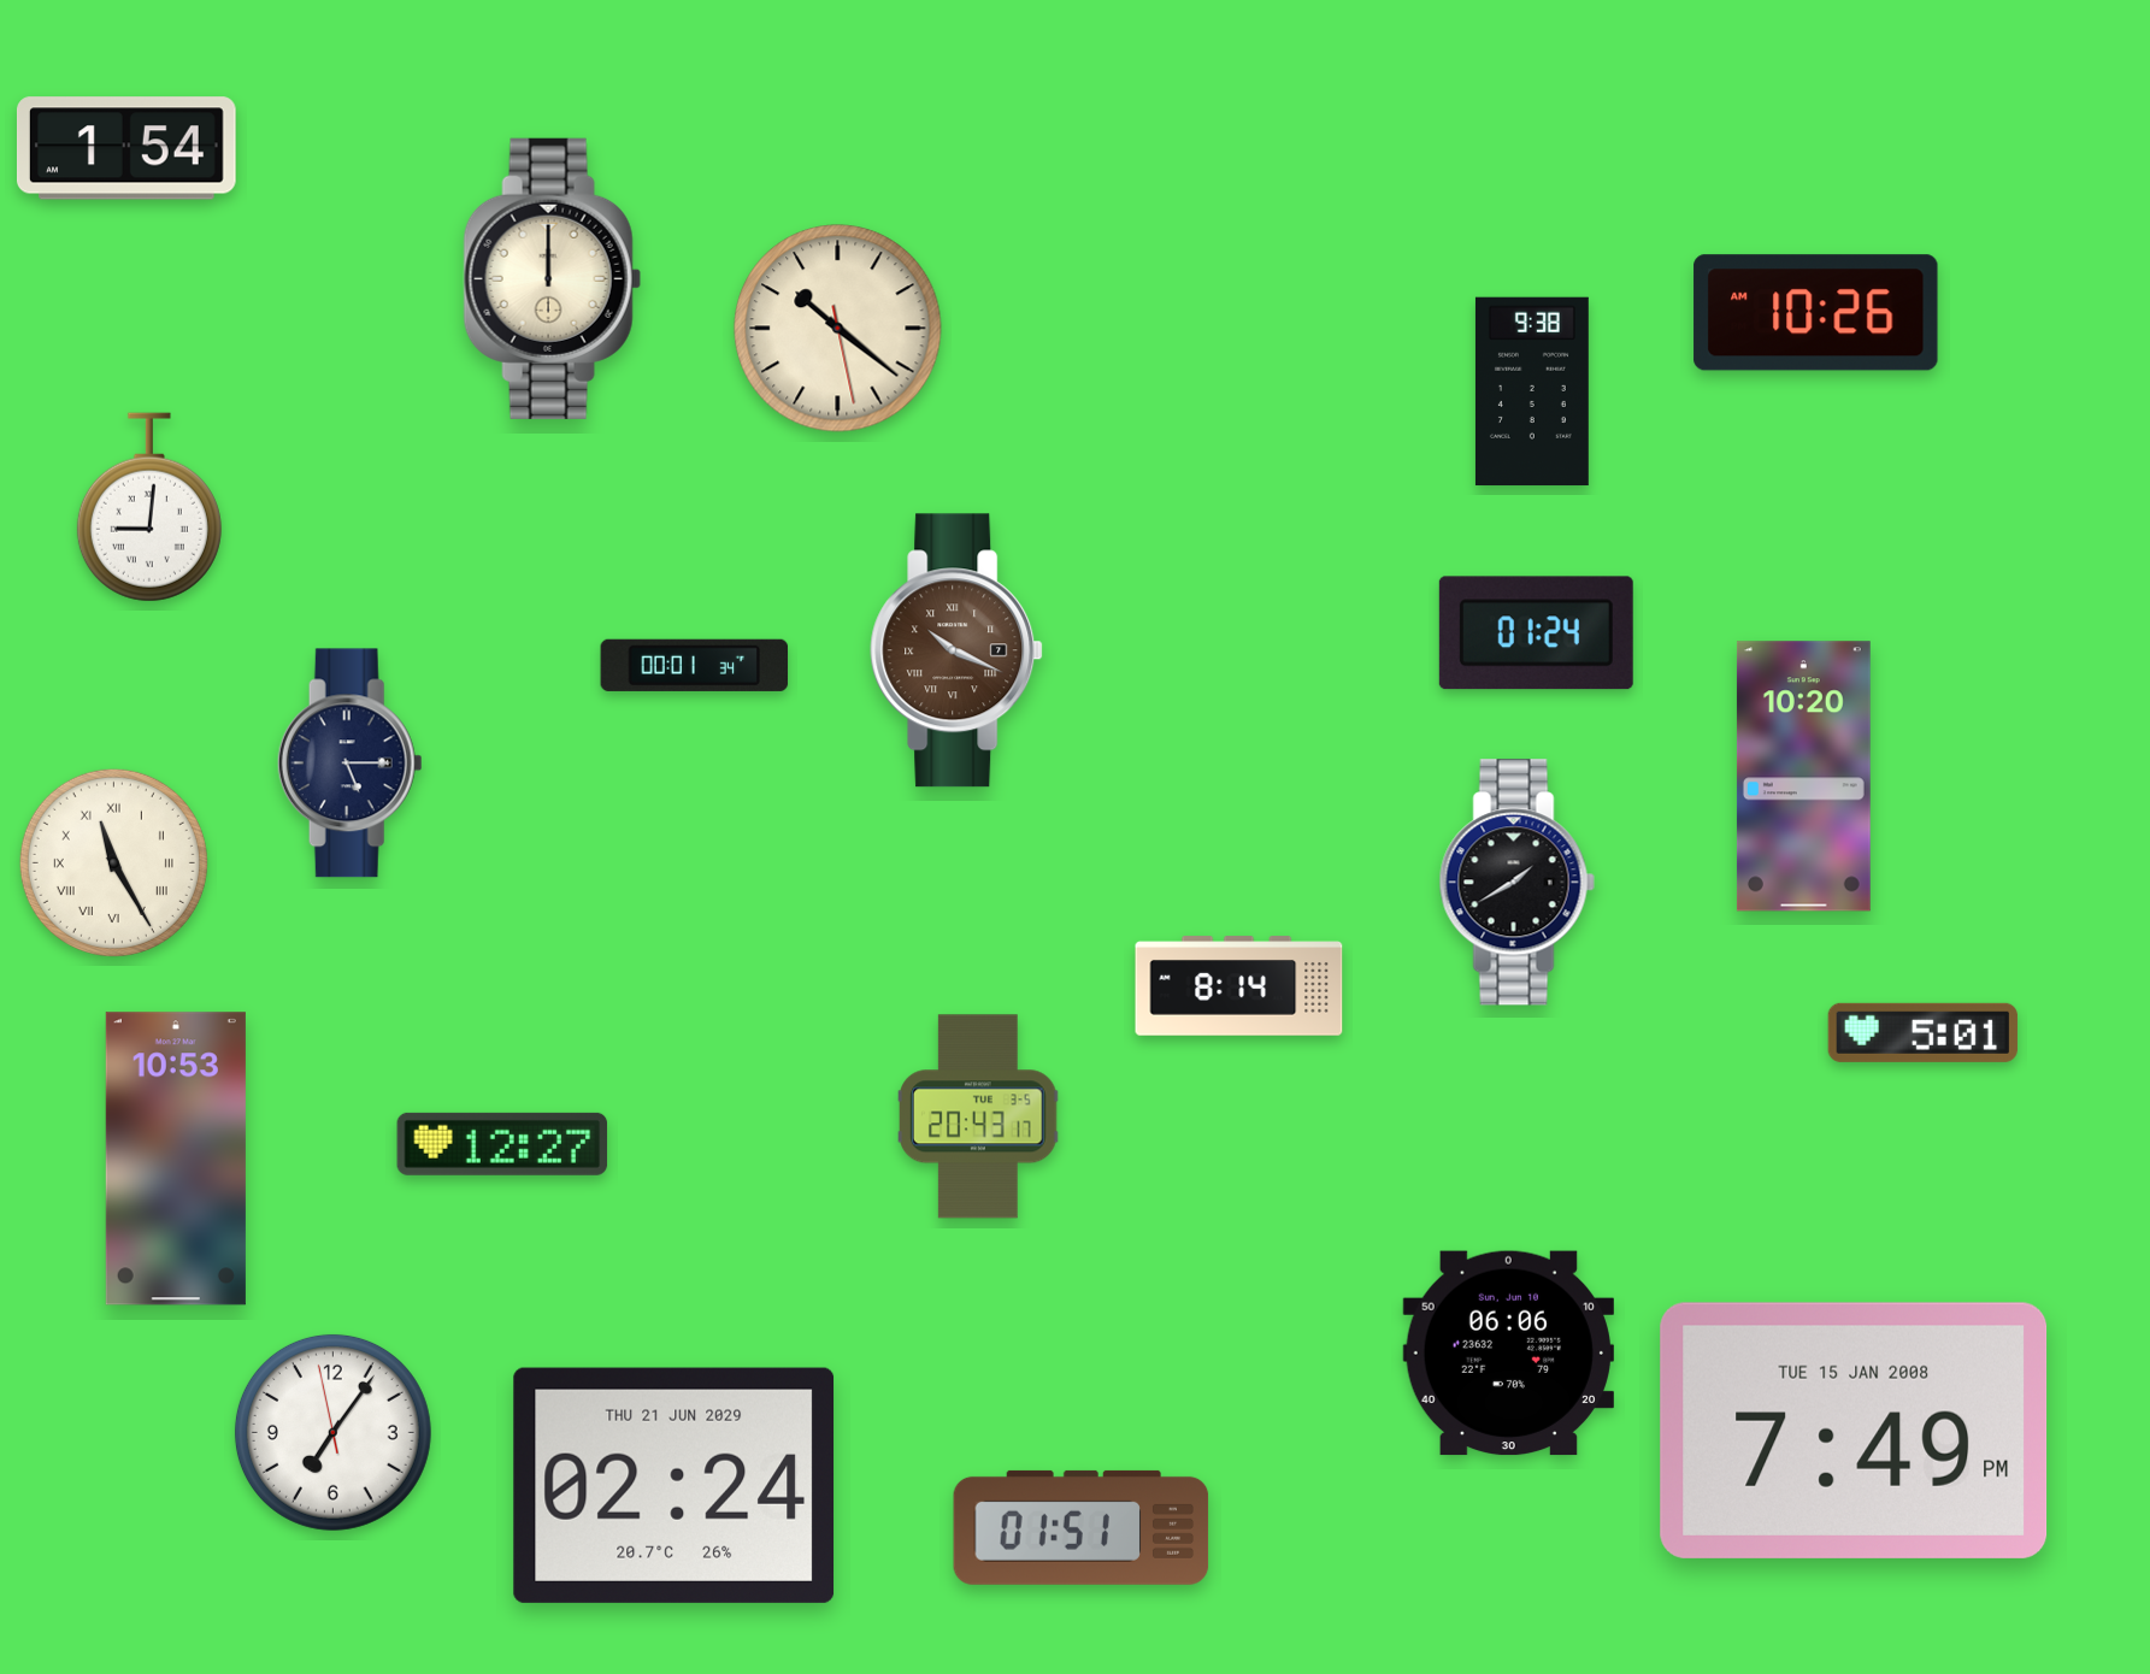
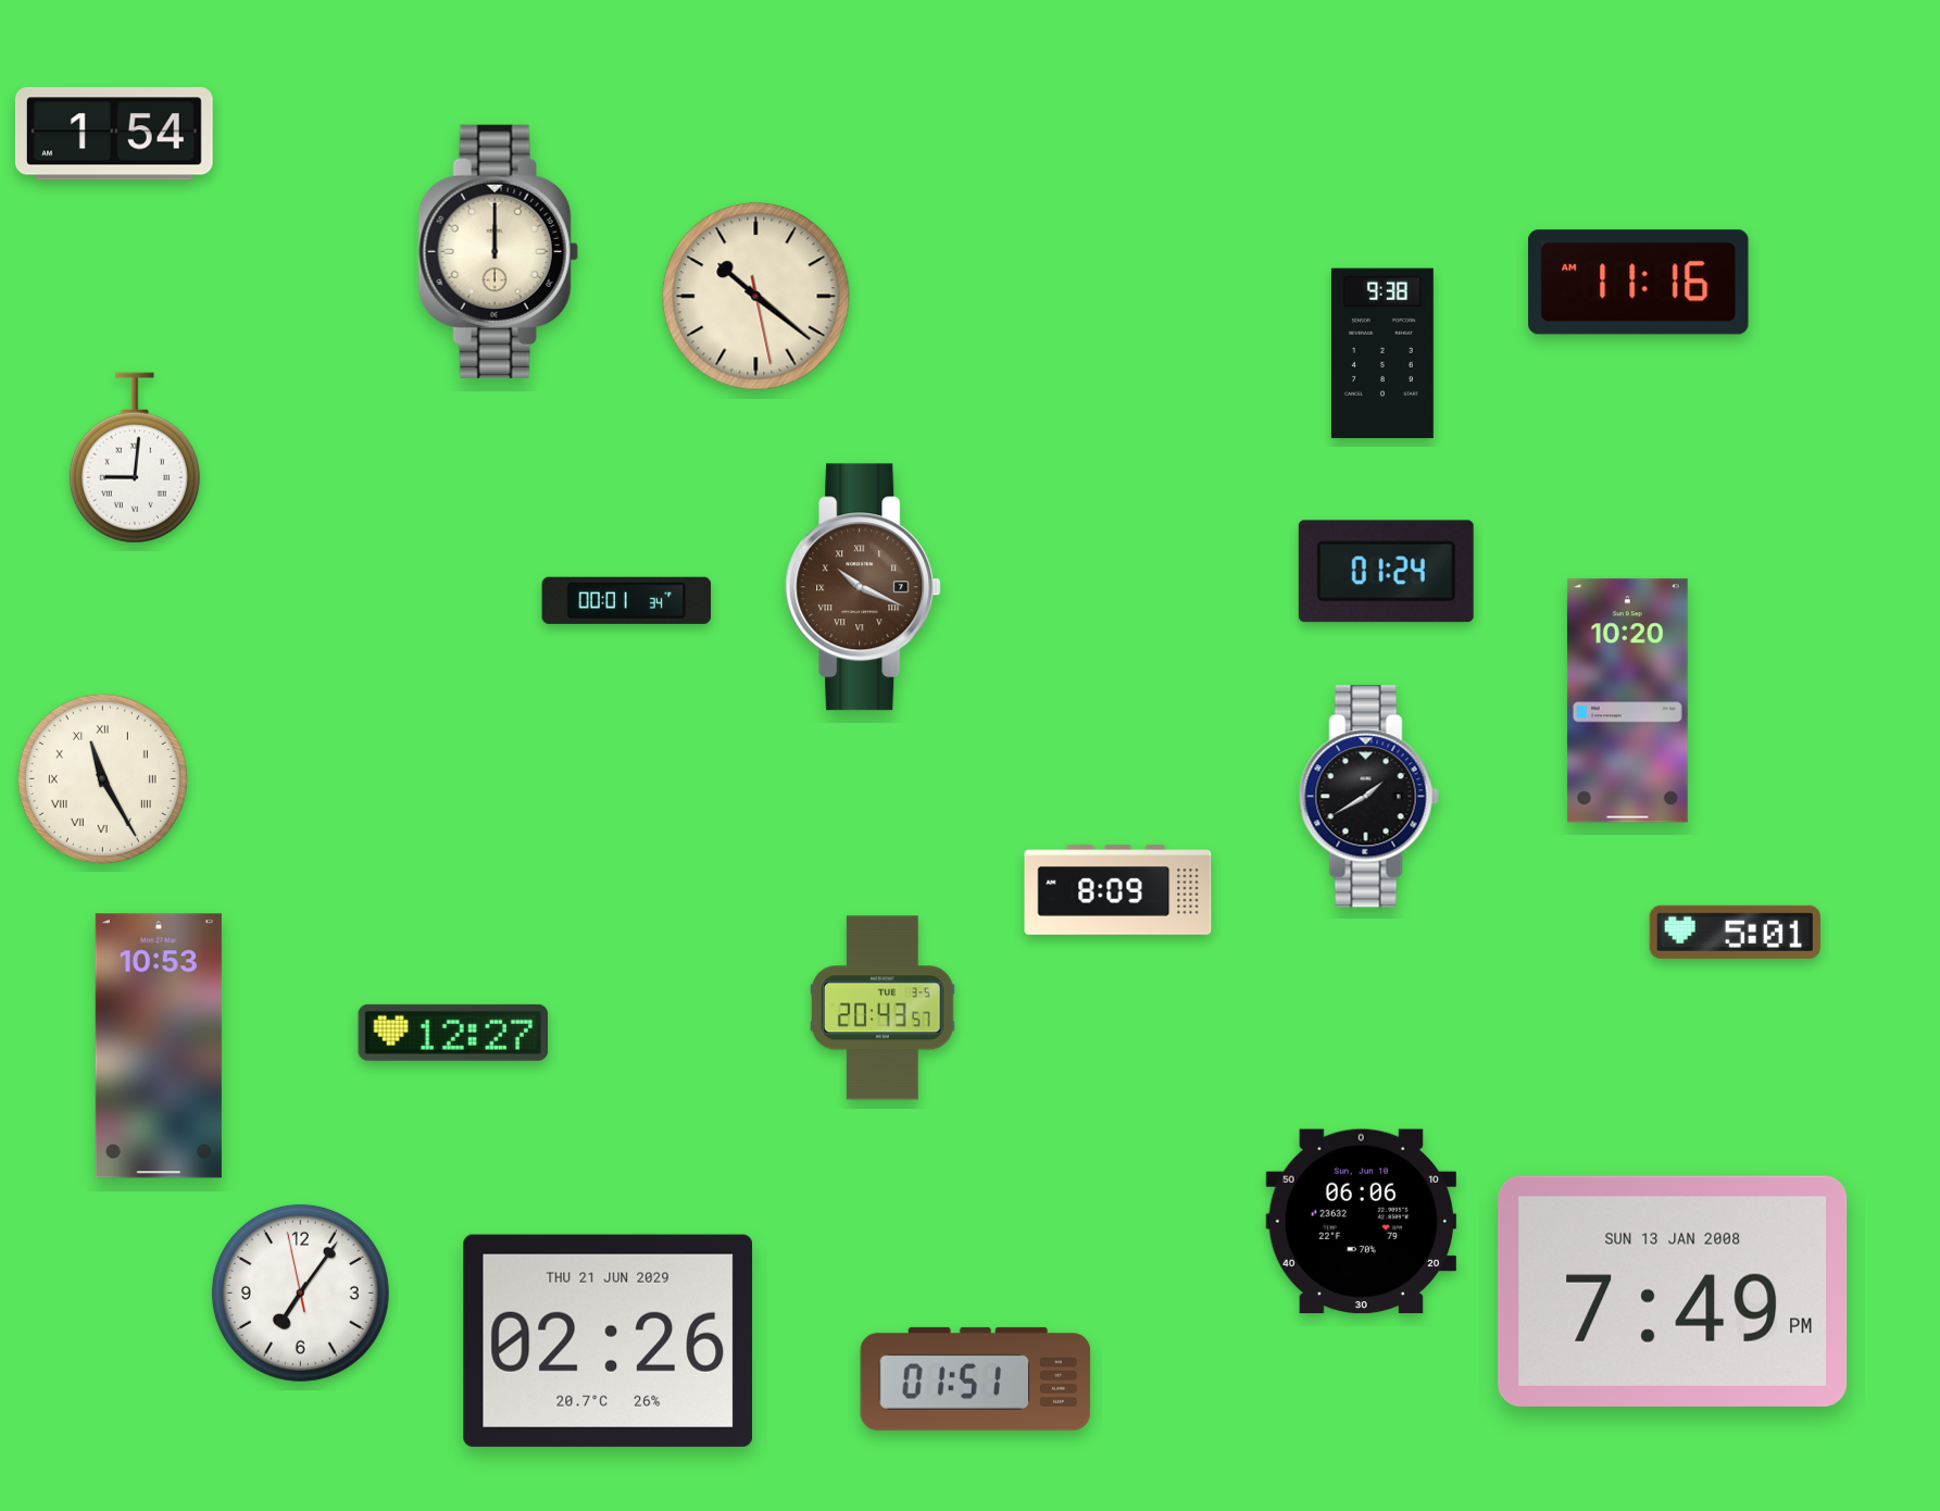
clock at (1816, 313): 10:26 -> 11:16
clock at (349, 764): 5:15 -> none
clock at (1239, 986): 8:14 -> 8:09
clock at (978, 1116): 20:43:17 -> 20:43:57
clock at (1854, 1431) date: TUE 15 JAN 2008 -> SUN 13 JAN 2008
clock at (675, 1485): 02:24 -> 02:26
